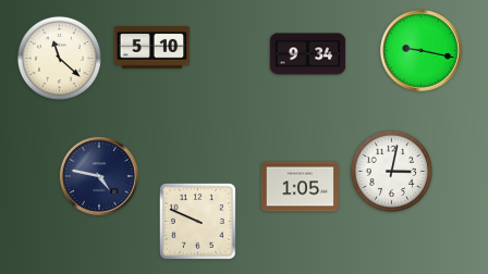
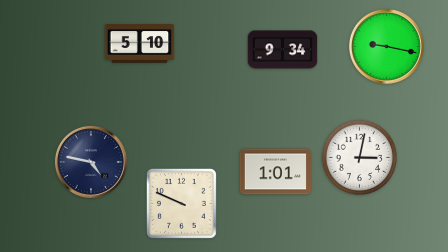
clock at (59, 58): 11:22 -> none
clock at (300, 187): 1:05 -> 1:01
